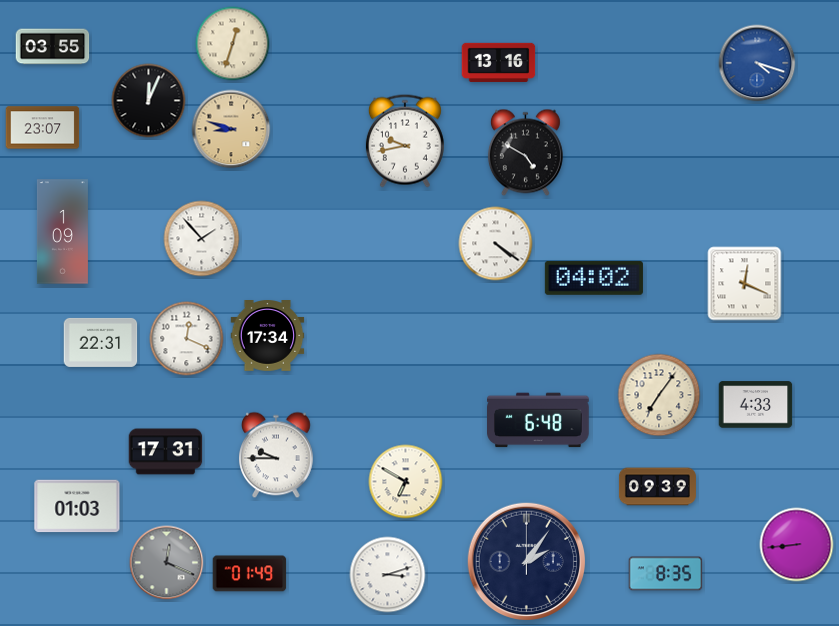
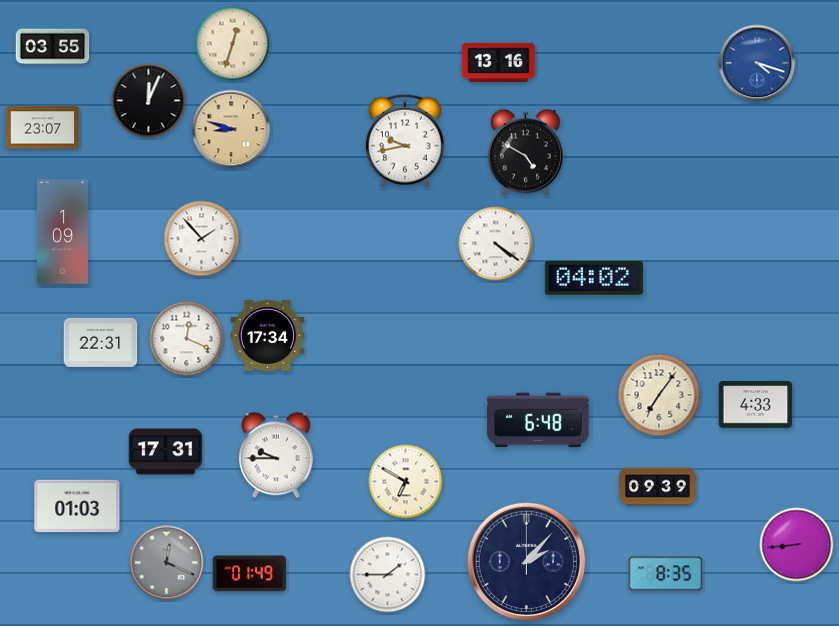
clock at (745, 284): 12:19 -> none
clock at (526, 561): 2:06 -> 2:07
clock at (388, 575): 3:12 -> 1:45
